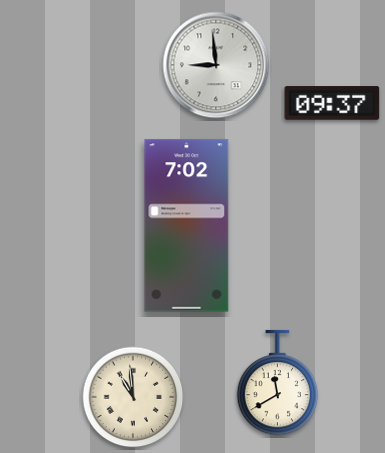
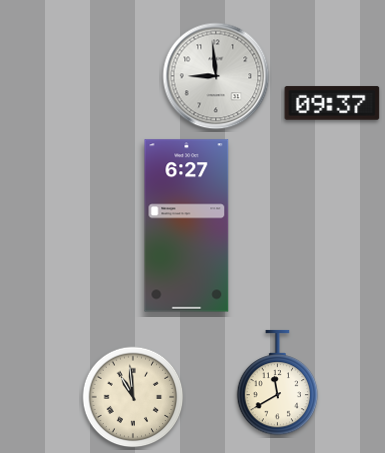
clock at (216, 65) position: (216, 65) -> (216, 76)
clock at (187, 226): 7:02 -> 6:27
